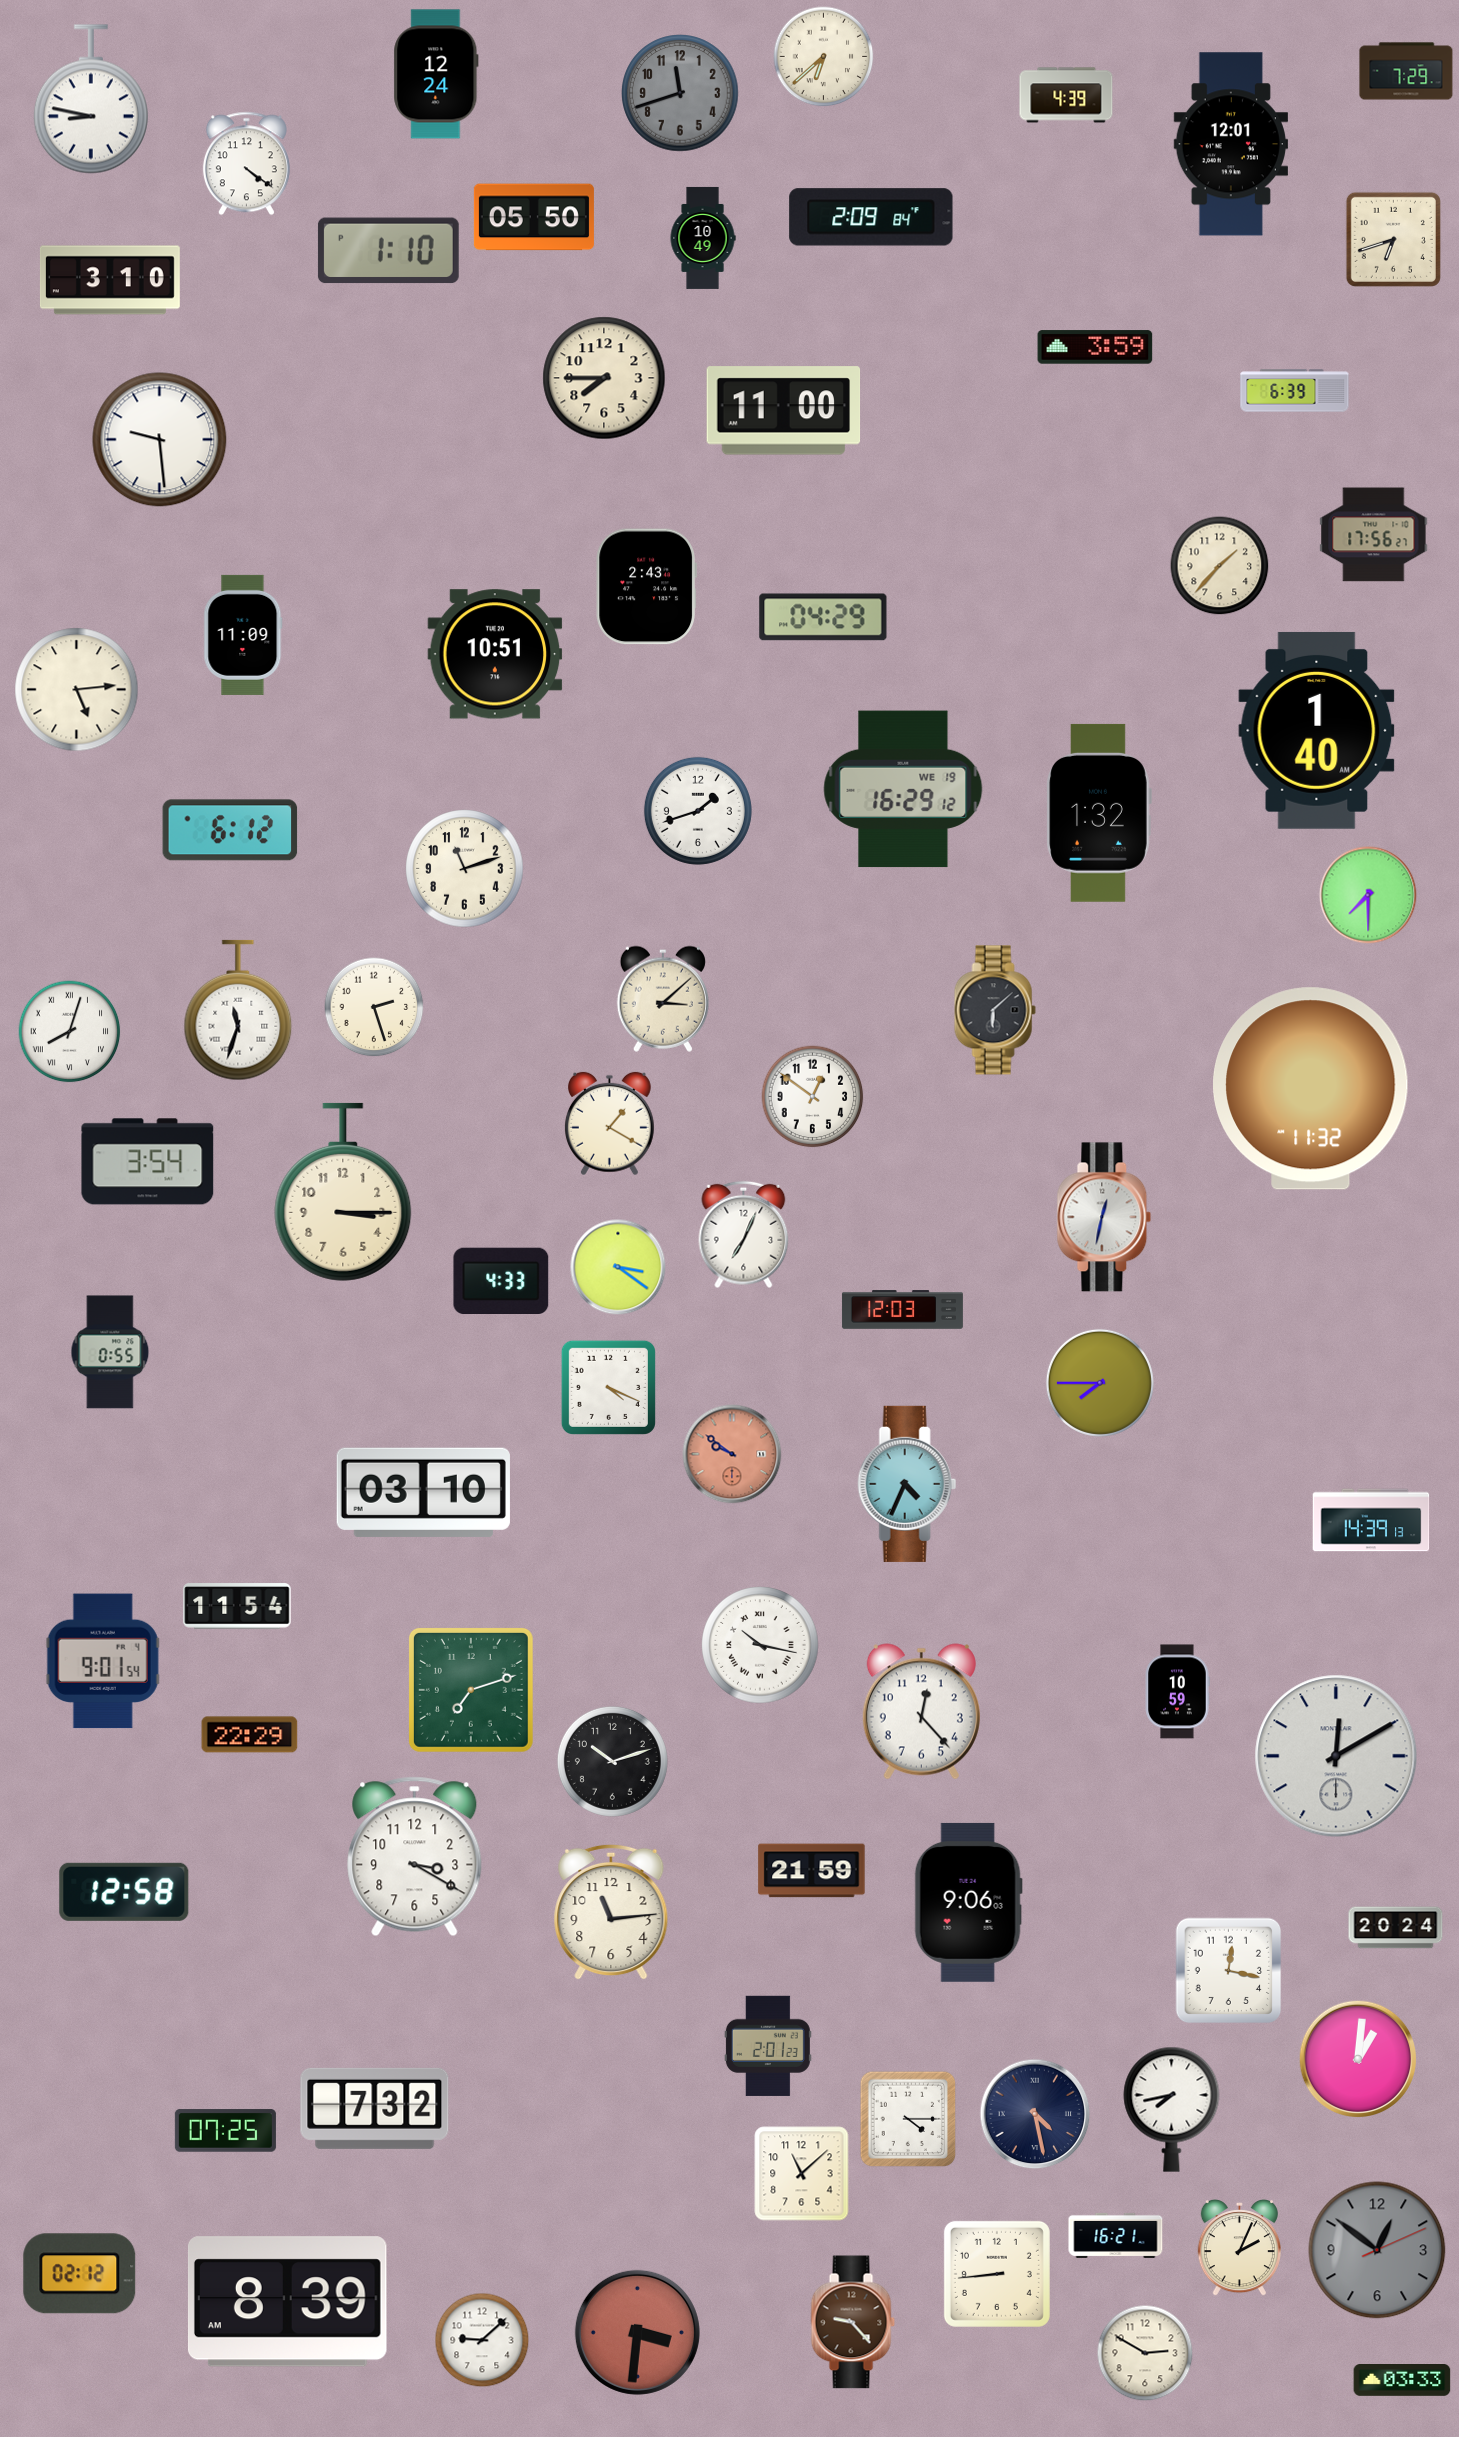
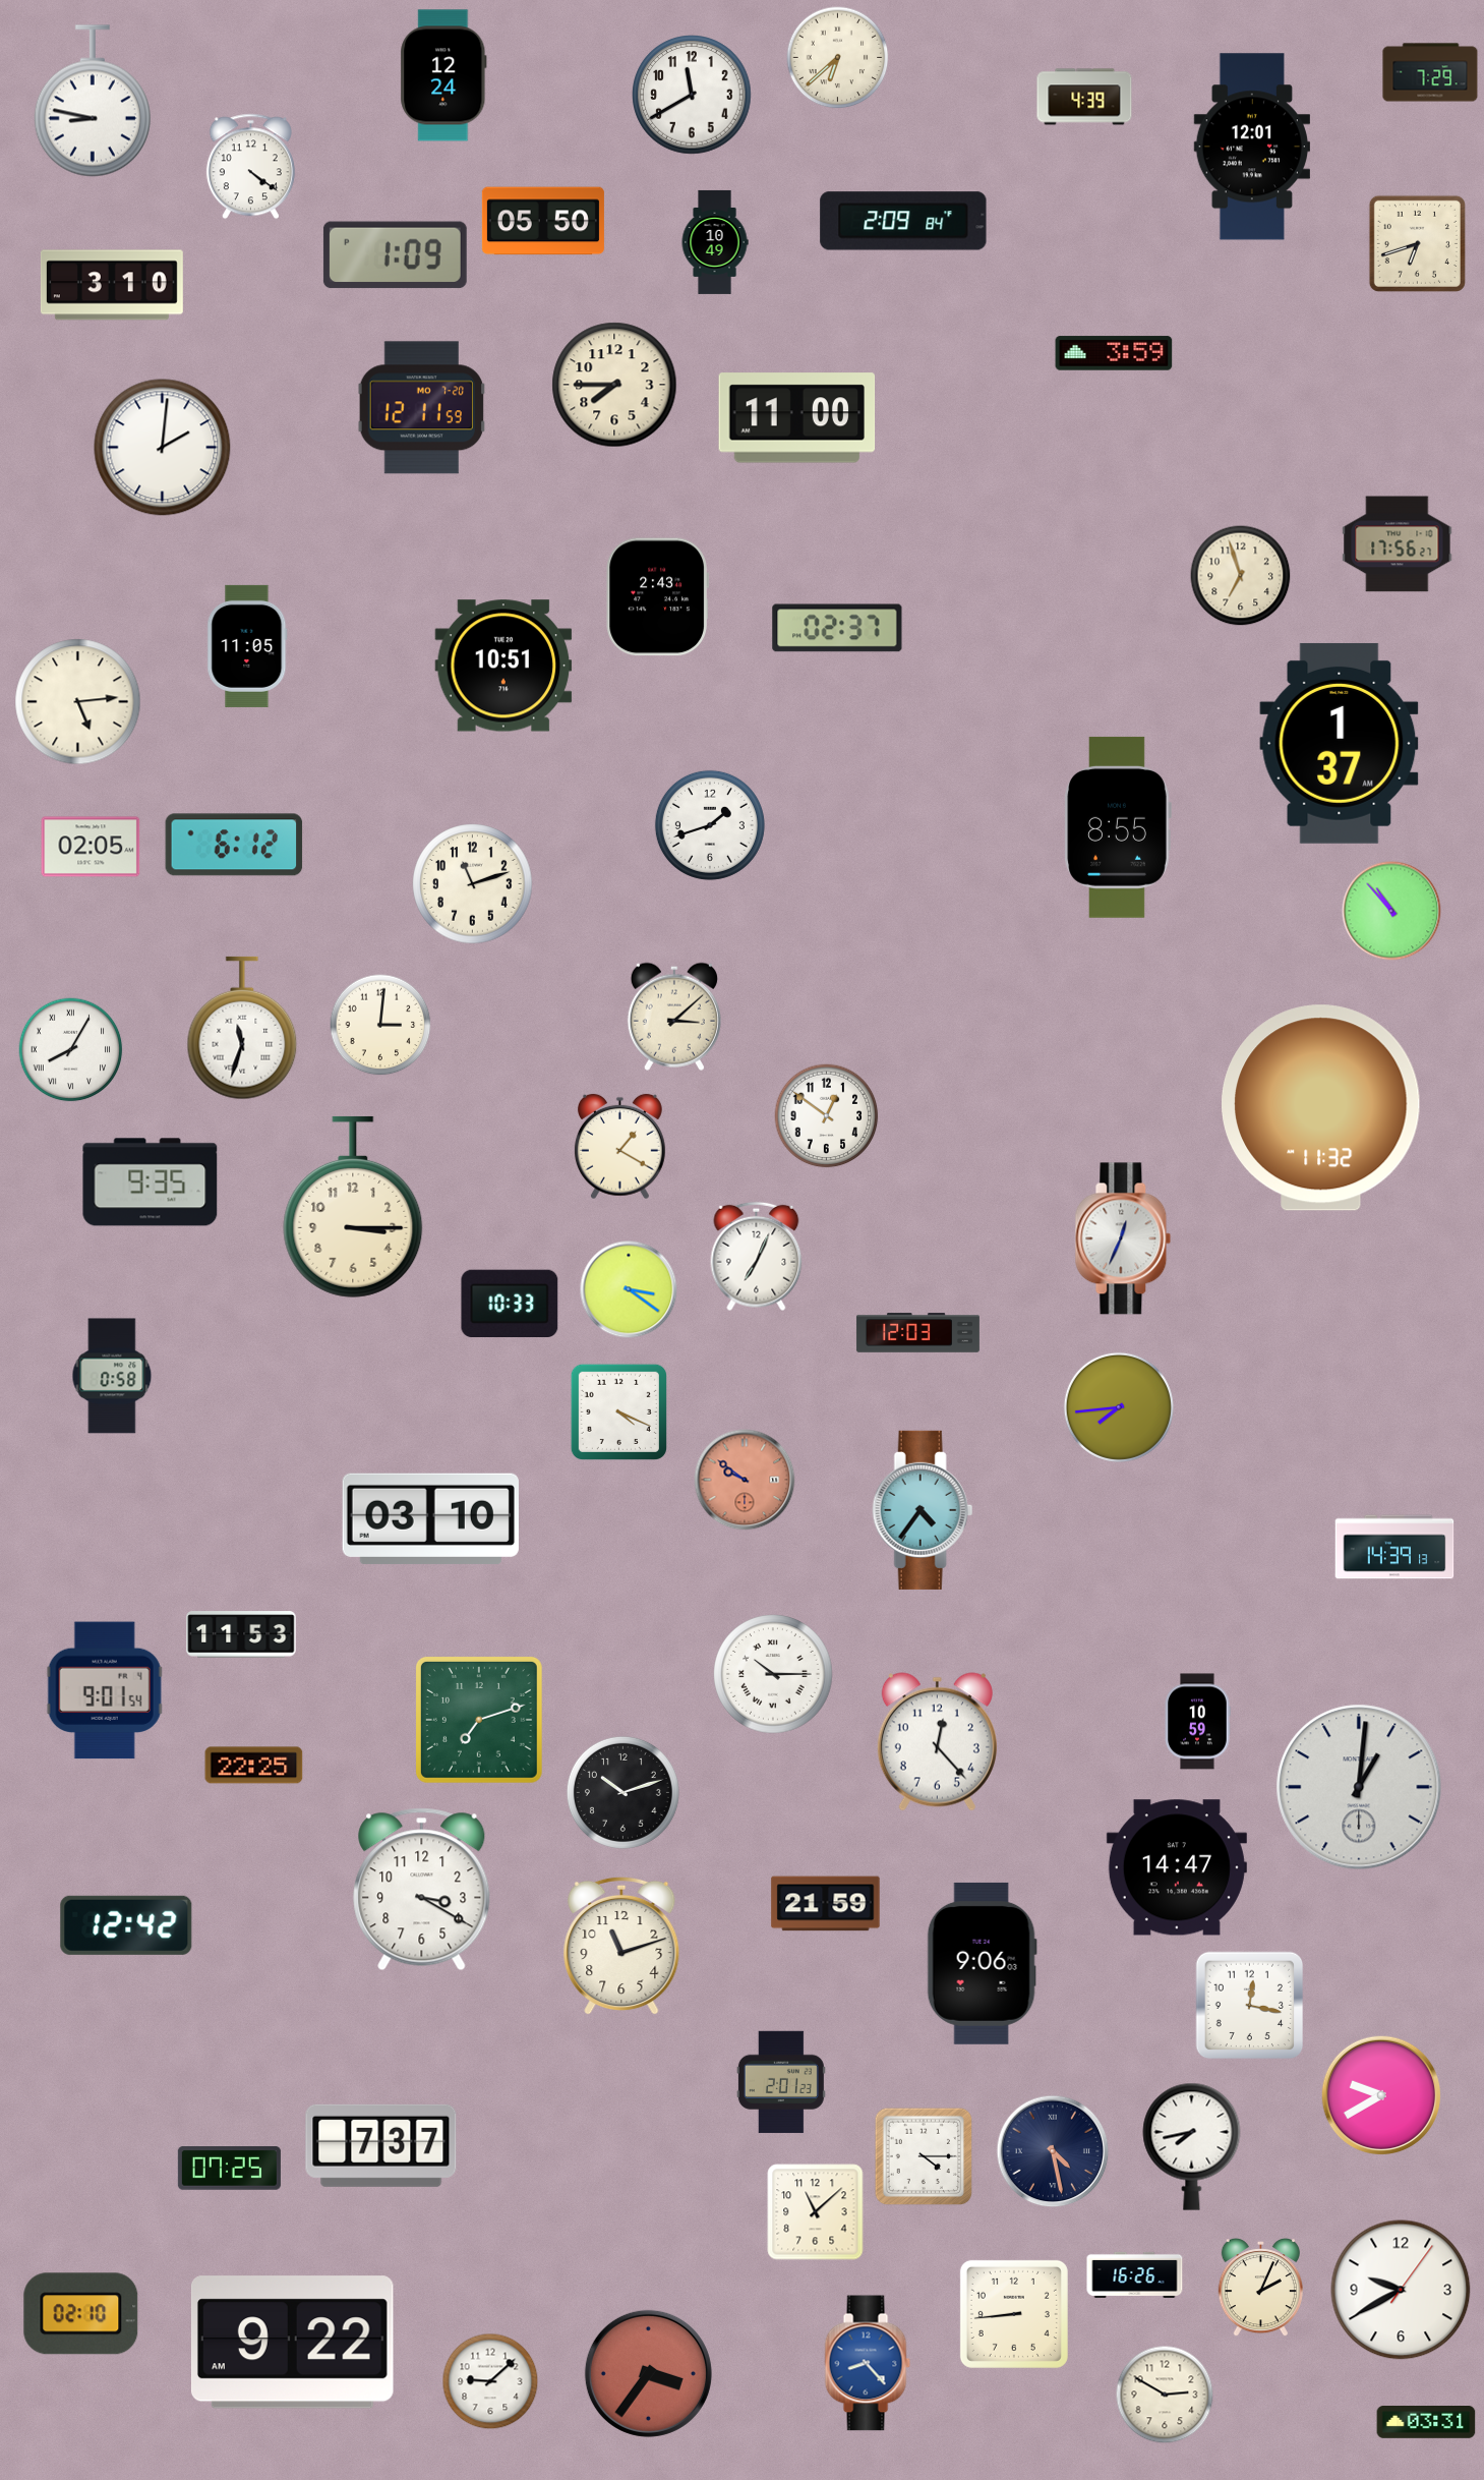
clock at (680, 93): 11:42 -> 11:40
clock at (680, 93) dial: grey -> white
clock at (871, 217) position: (871, 217) -> (903, 221)
clock at (388, 251): 1:10 -> 1:09
clock at (1295, 391): 6:39 -> none
clock at (421, 408): none -> 12:11
clock at (160, 440): 9:29 -> 2:01
clock at (1220, 566): 1:37 -> 6:57
clock at (823, 617): 04:29 -> 02:37
clock at (243, 635): 11:09 -> 11:05
clock at (1317, 730): 1:40 -> 1:37
clock at (903, 789): 16:29 -> none
clock at (1099, 813): 1:32 -> 8:55
clock at (91, 847): none -> 02:05
clock at (1368, 895): 7:30 -> 10:53
clock at (374, 1007): 2:27 -> 3:01
clock at (995, 1010): 6:08 -> none
clock at (70, 1032): 8:03 -> 8:05
clock at (1311, 1089) position: (1311, 1089) -> (1321, 1108)
clock at (609, 1124) position: (609, 1124) -> (619, 1147)
clock at (148, 1162): 3:54 -> 9:35
clock at (343, 1192) position: (343, 1192) -> (353, 1207)
clock at (1104, 1217): 12:32 -> 12:34
clock at (501, 1280): 4:33 -> 10:33
clock at (110, 1352): 0:55 -> 0:58
clock at (1100, 1383): 7:45 -> 7:44
clock at (907, 1484): 4:34 -> 4:36
clock at (237, 1606): 11:54 -> 11:53
clock at (760, 1645): 10:17 -> 10:15
clock at (250, 1735): 22:29 -> 22:25
clock at (1336, 1756): 12:10 -> 1:01
clock at (1177, 1867): none -> 14:47
clock at (124, 1892): 12:58 -> 12:42
clock at (968, 1902) position: (968, 1902) -> (982, 1963)
clock at (611, 1912): 11:14 -> 11:12
clock at (1396, 1928): 20:24 -> none
clock at (1357, 2058): 1:01 -> 9:40
clock at (375, 2108): 7:32 -> 7:37
clock at (1116, 2235): 16:21 -> 16:26
clock at (1377, 2250): 12:51 -> 9:40
clock at (1377, 2250) dial: grey -> white
clock at (80, 2274): 02:12 -> 02:10
clock at (287, 2302): 8:39 -> 9:22
clock at (853, 2322): 9:23 -> 8:23
clock at (853, 2322) dial: brown -> blue
clock at (637, 2332): 3:31 -> 3:36
clock at (1402, 2381): 03:33 -> 03:31
